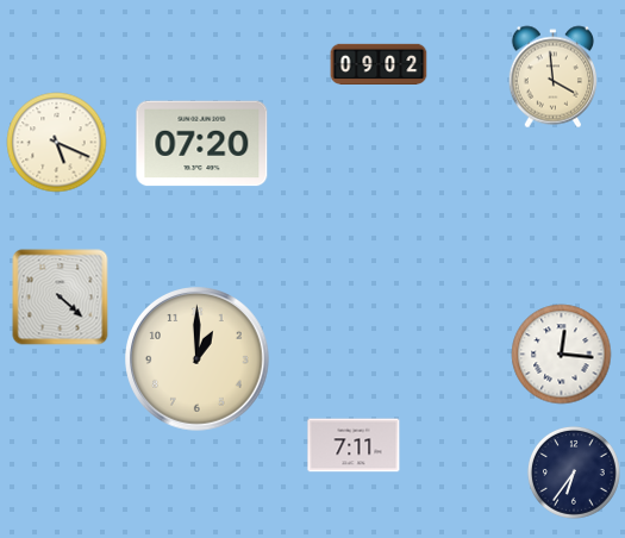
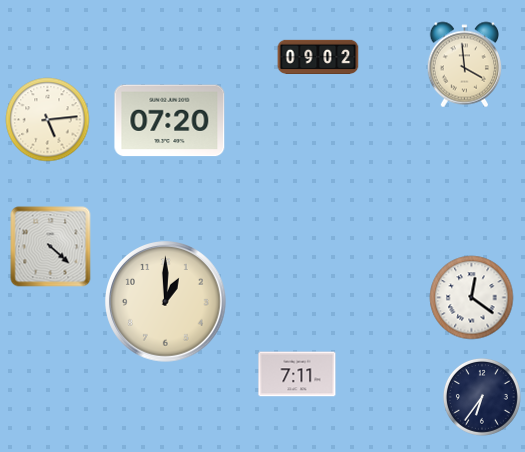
clock at (379, 63) position: (379, 63) -> (318, 56)
clock at (57, 143): 5:19 -> 5:14
clock at (61, 298) position: (61, 298) -> (51, 247)
clock at (562, 355): 12:16 -> 12:21
